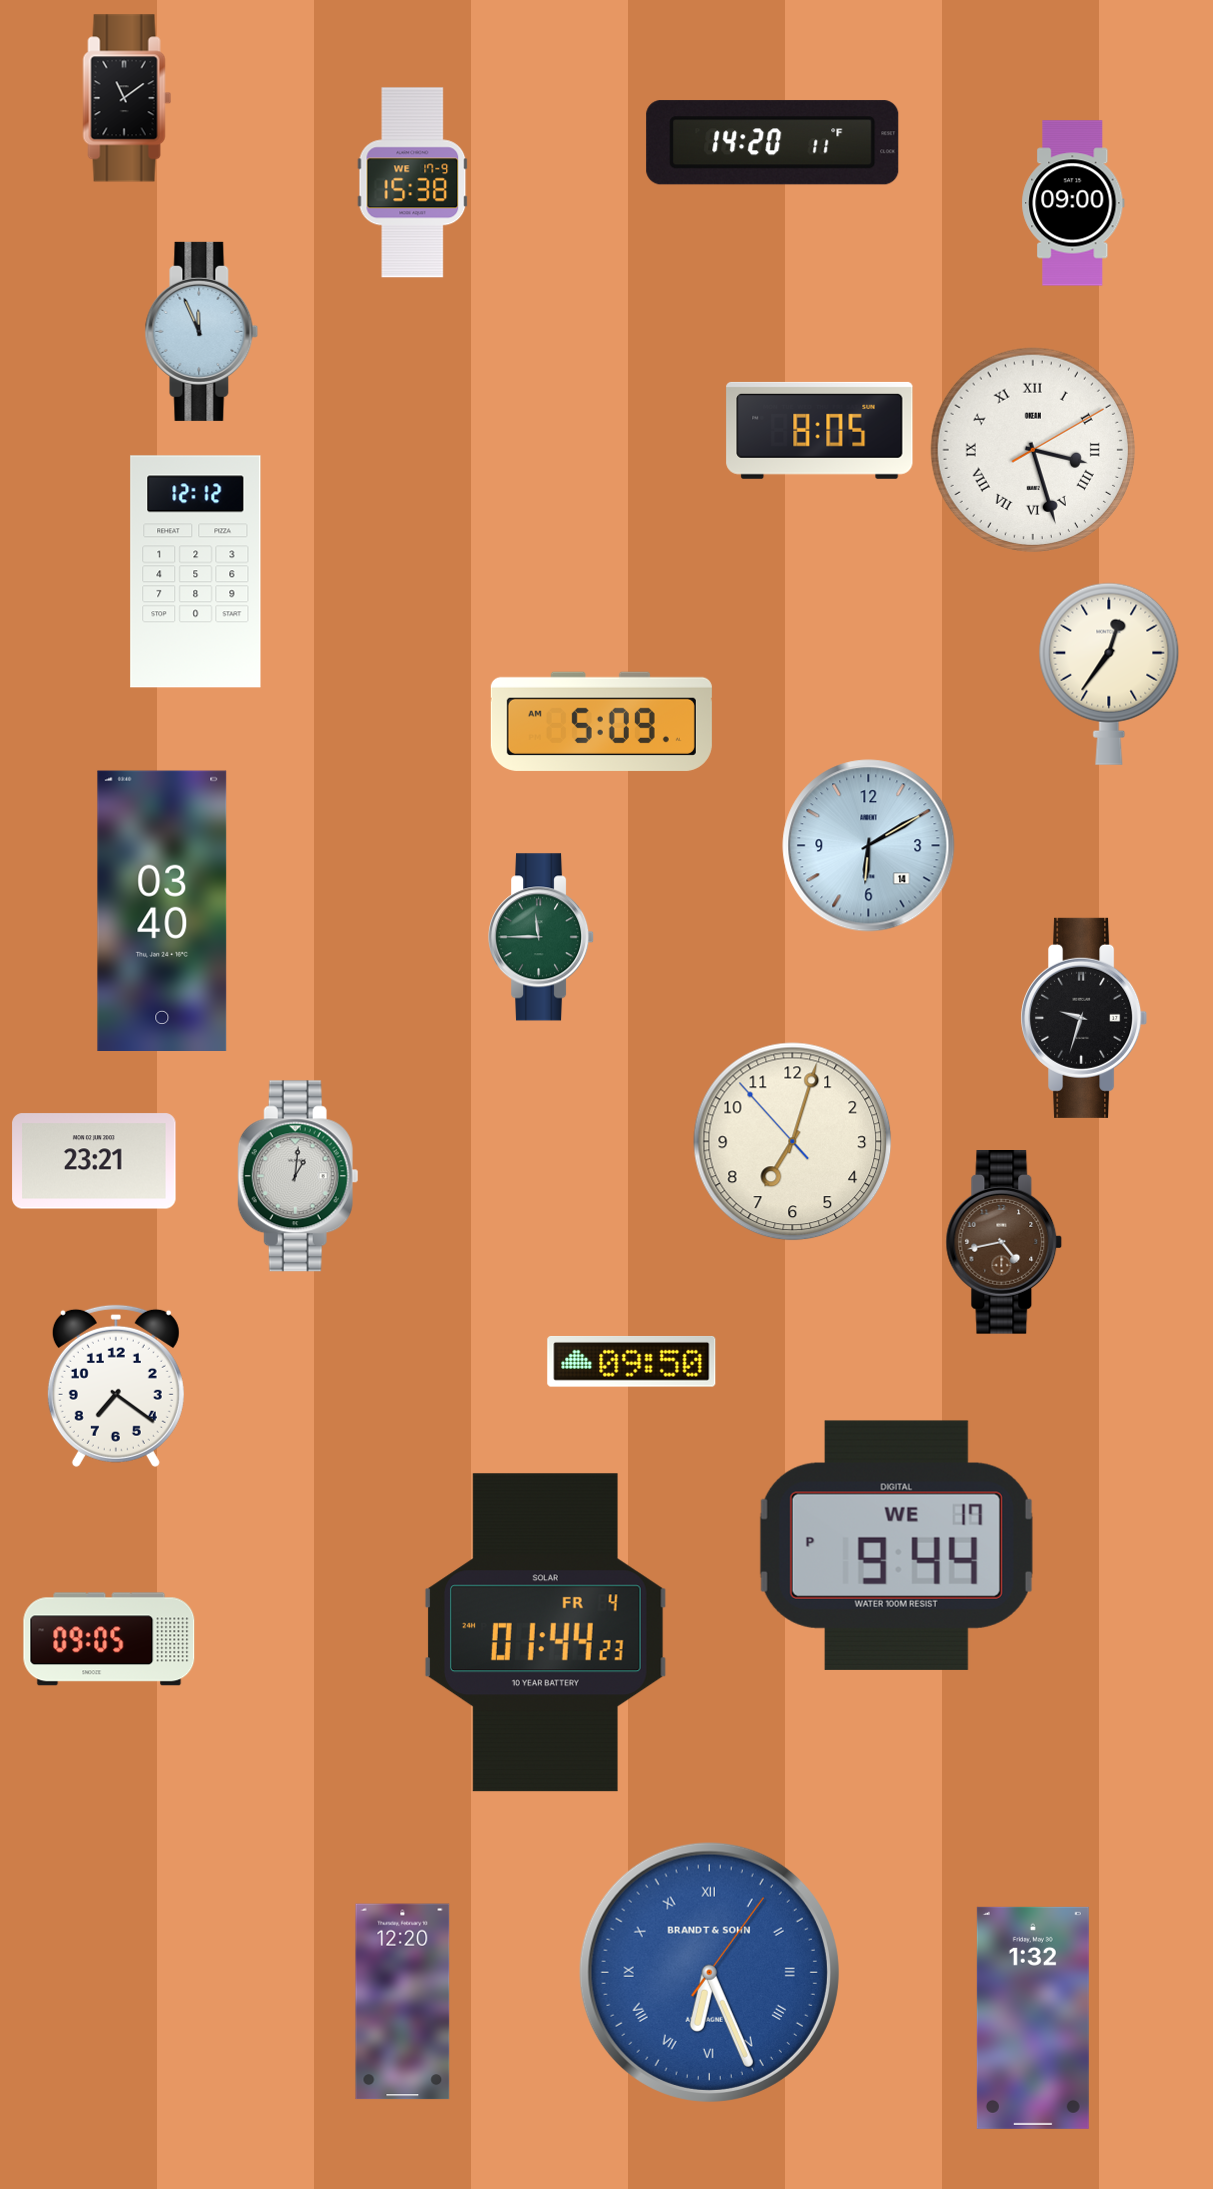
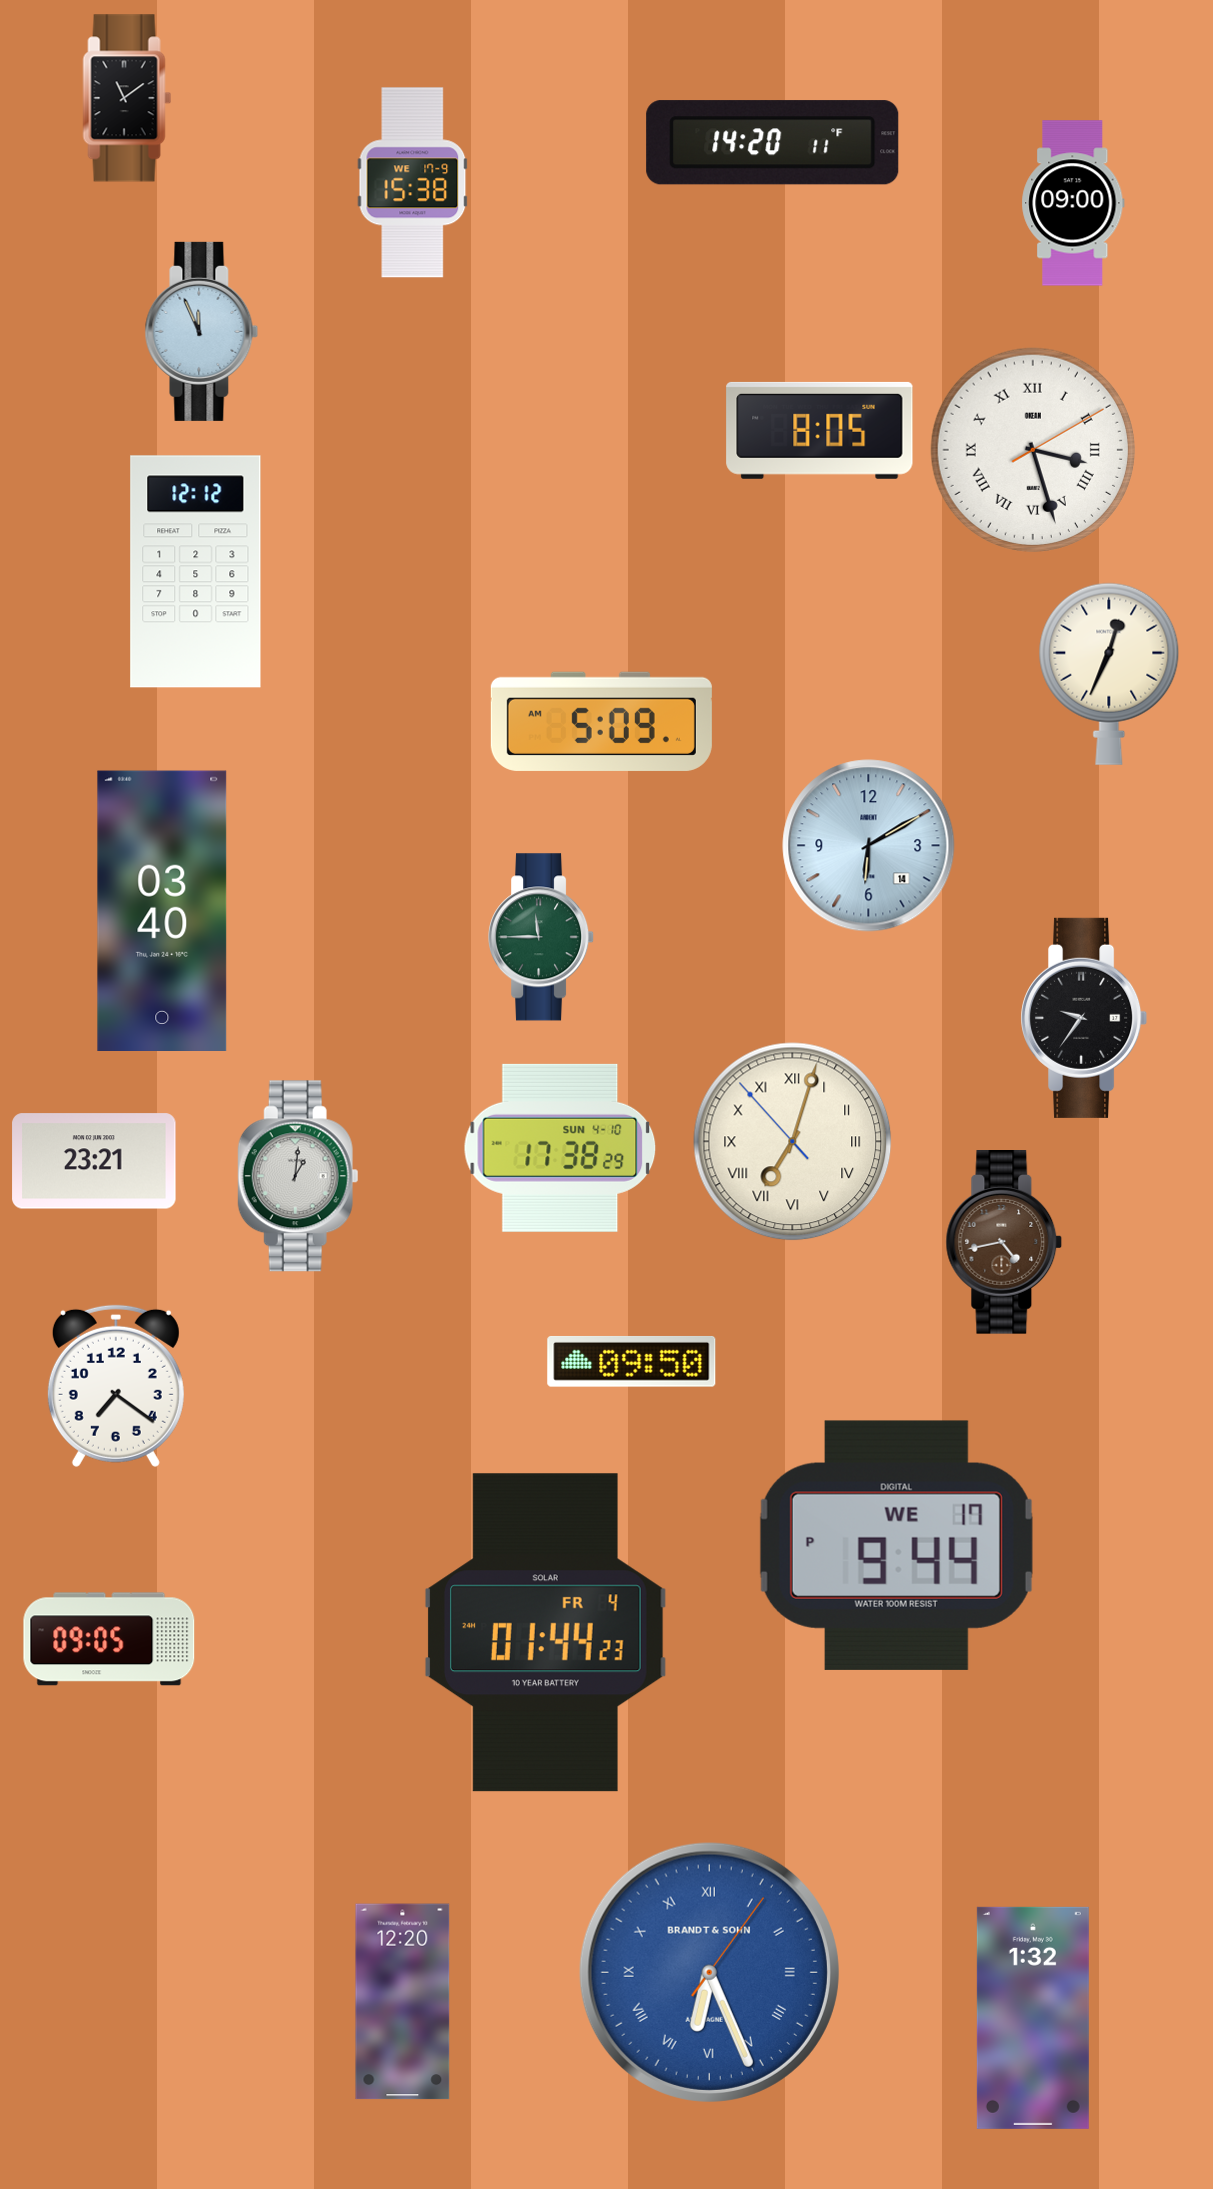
clock at (1109, 674): 12:36 -> 12:34
clock at (1084, 1018): 9:33 -> 9:36
clock at (793, 1142) numerals: Arabic -> Roman
clock at (560, 1148): none -> 17:38
